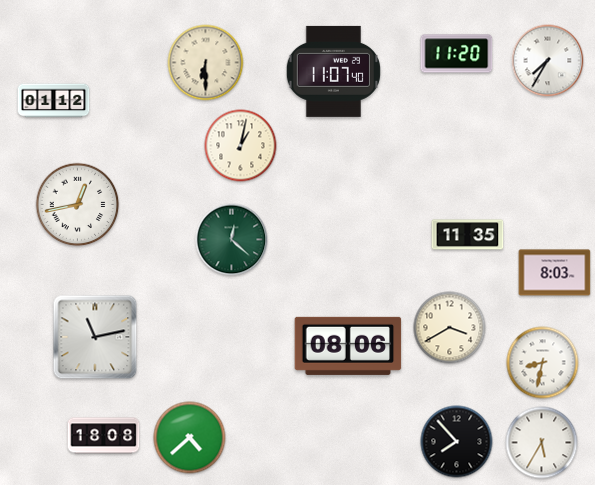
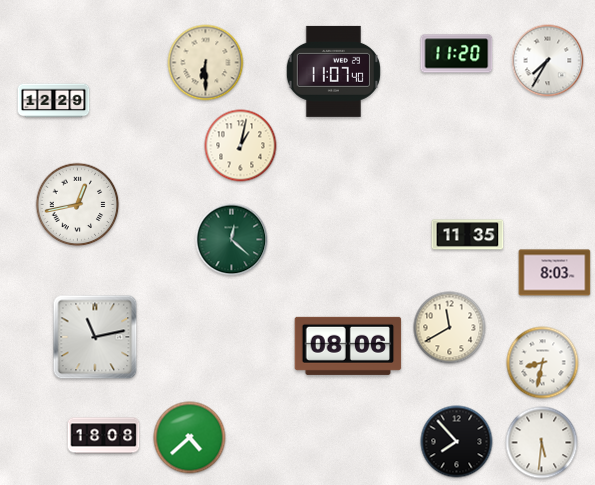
clock at (54, 101): 01:12 -> 12:29
clock at (450, 328): 3:40 -> 11:40
clock at (542, 443): 5:35 -> 5:31
